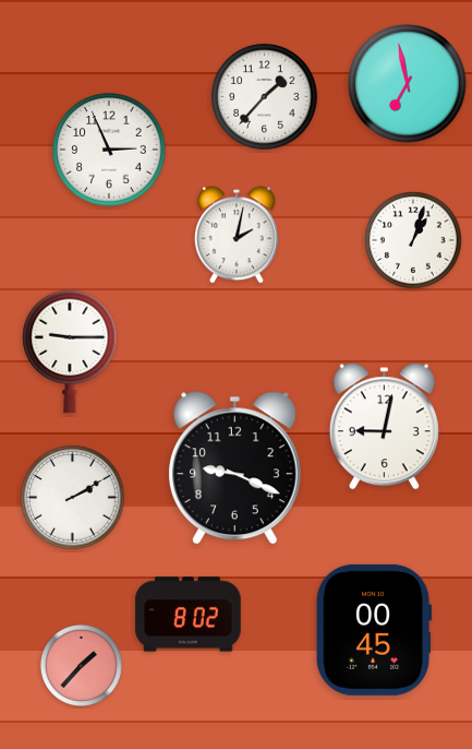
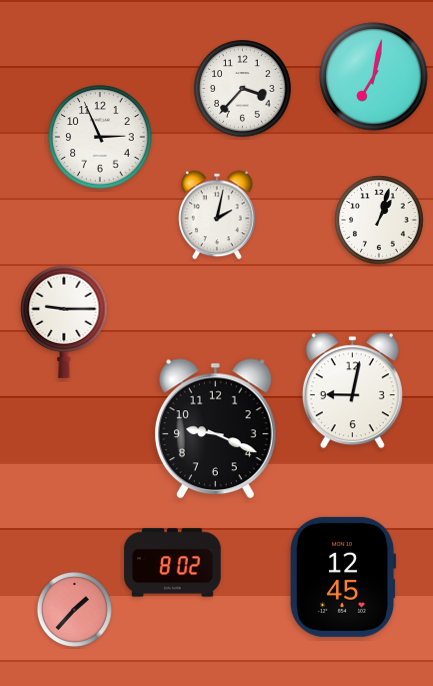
clock at (408, 84): 6:58 -> 7:02
clock at (265, 97): 1:37 -> 3:37
clock at (73, 498): 2:10 -> none
clock at (375, 630): 00:45 -> 12:45
